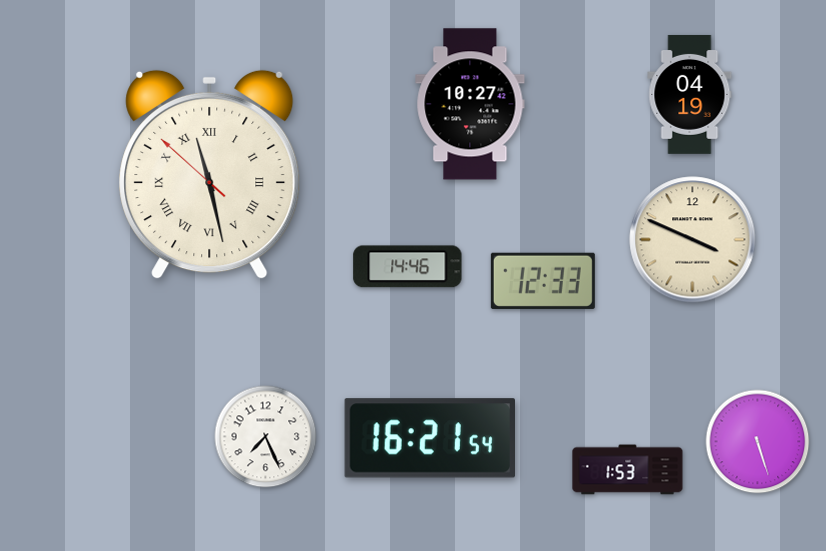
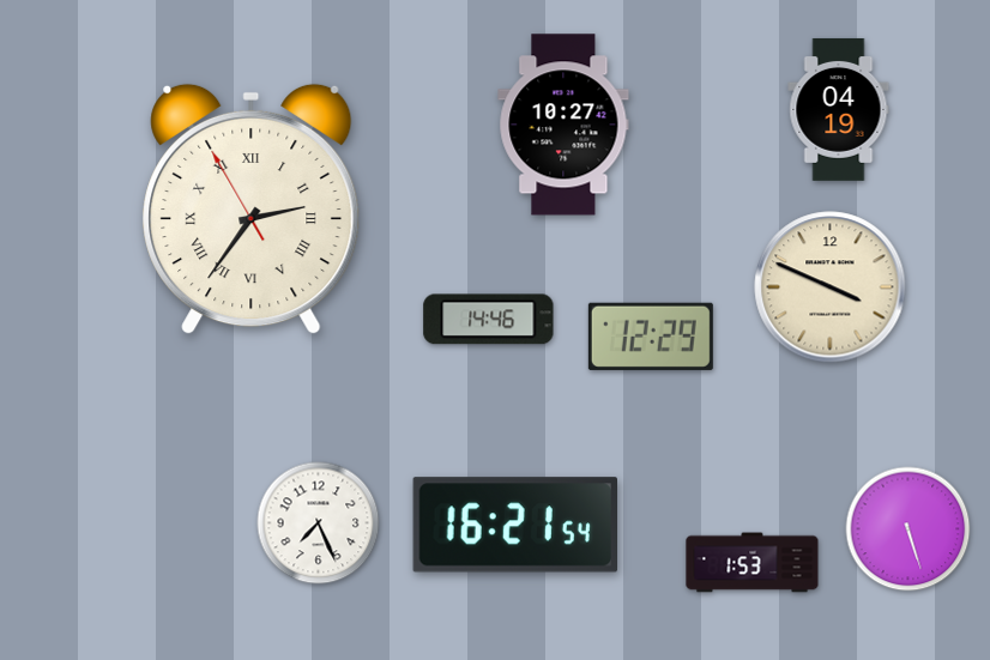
clock at (690, 94) position: (690, 94) -> (839, 109)
clock at (210, 175): 11:27 -> 2:35
clock at (543, 281): 12:33 -> 12:29
